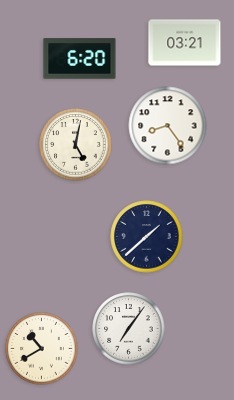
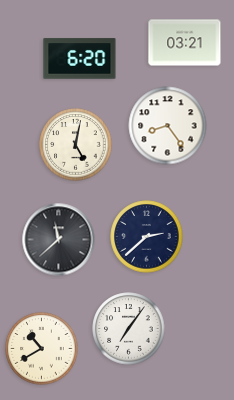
clock at (147, 237): 1:38 -> 2:38
clock at (59, 240): none -> 11:38
